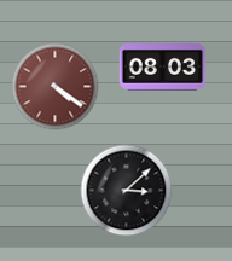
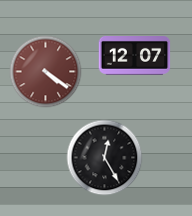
clock at (163, 68): 08:03 -> 12:07
clock at (127, 191): 3:08 -> 12:25
